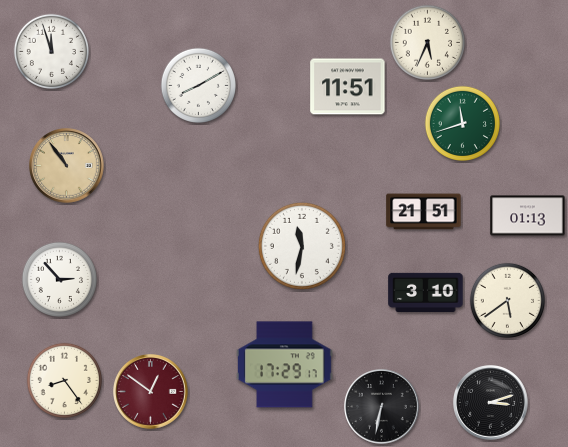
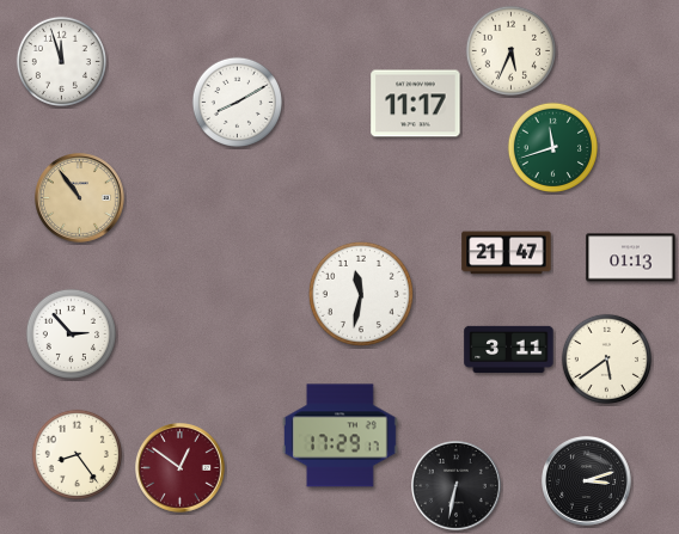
clock at (348, 87): 11:51 -> 11:17
clock at (424, 212): 21:51 -> 21:47
clock at (426, 292): 3:10 -> 3:11
